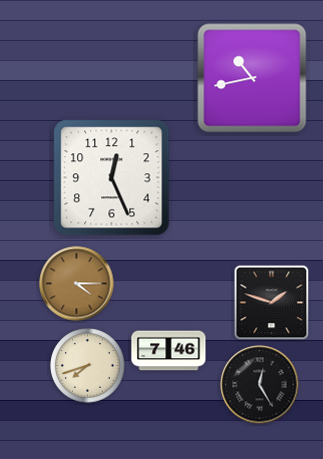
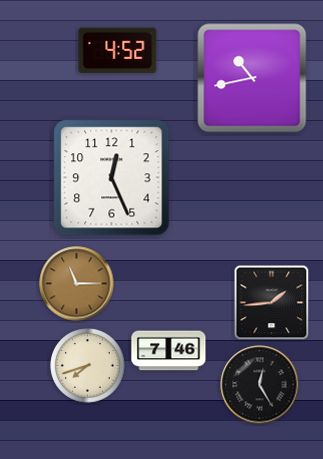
clock at (118, 51): none -> 4:52
clock at (77, 284): 4:15 -> 11:15
clock at (272, 303): 1:48 -> 1:44
